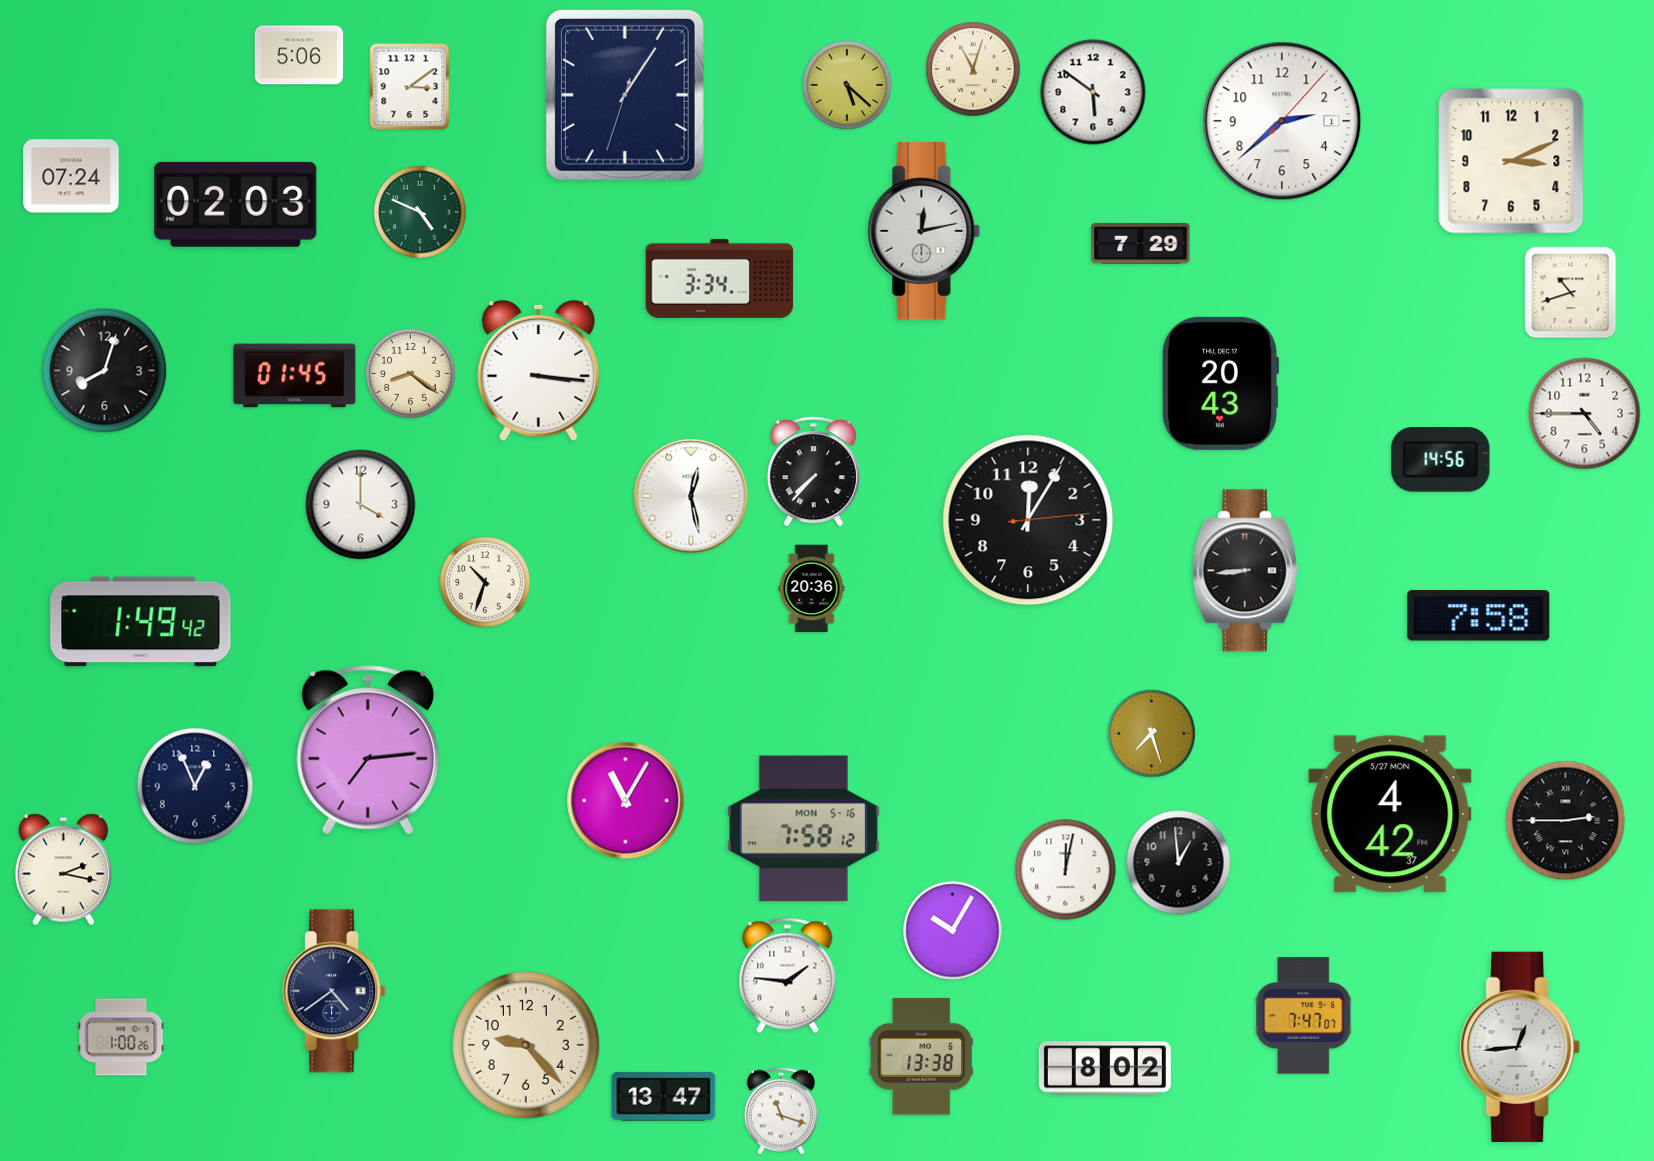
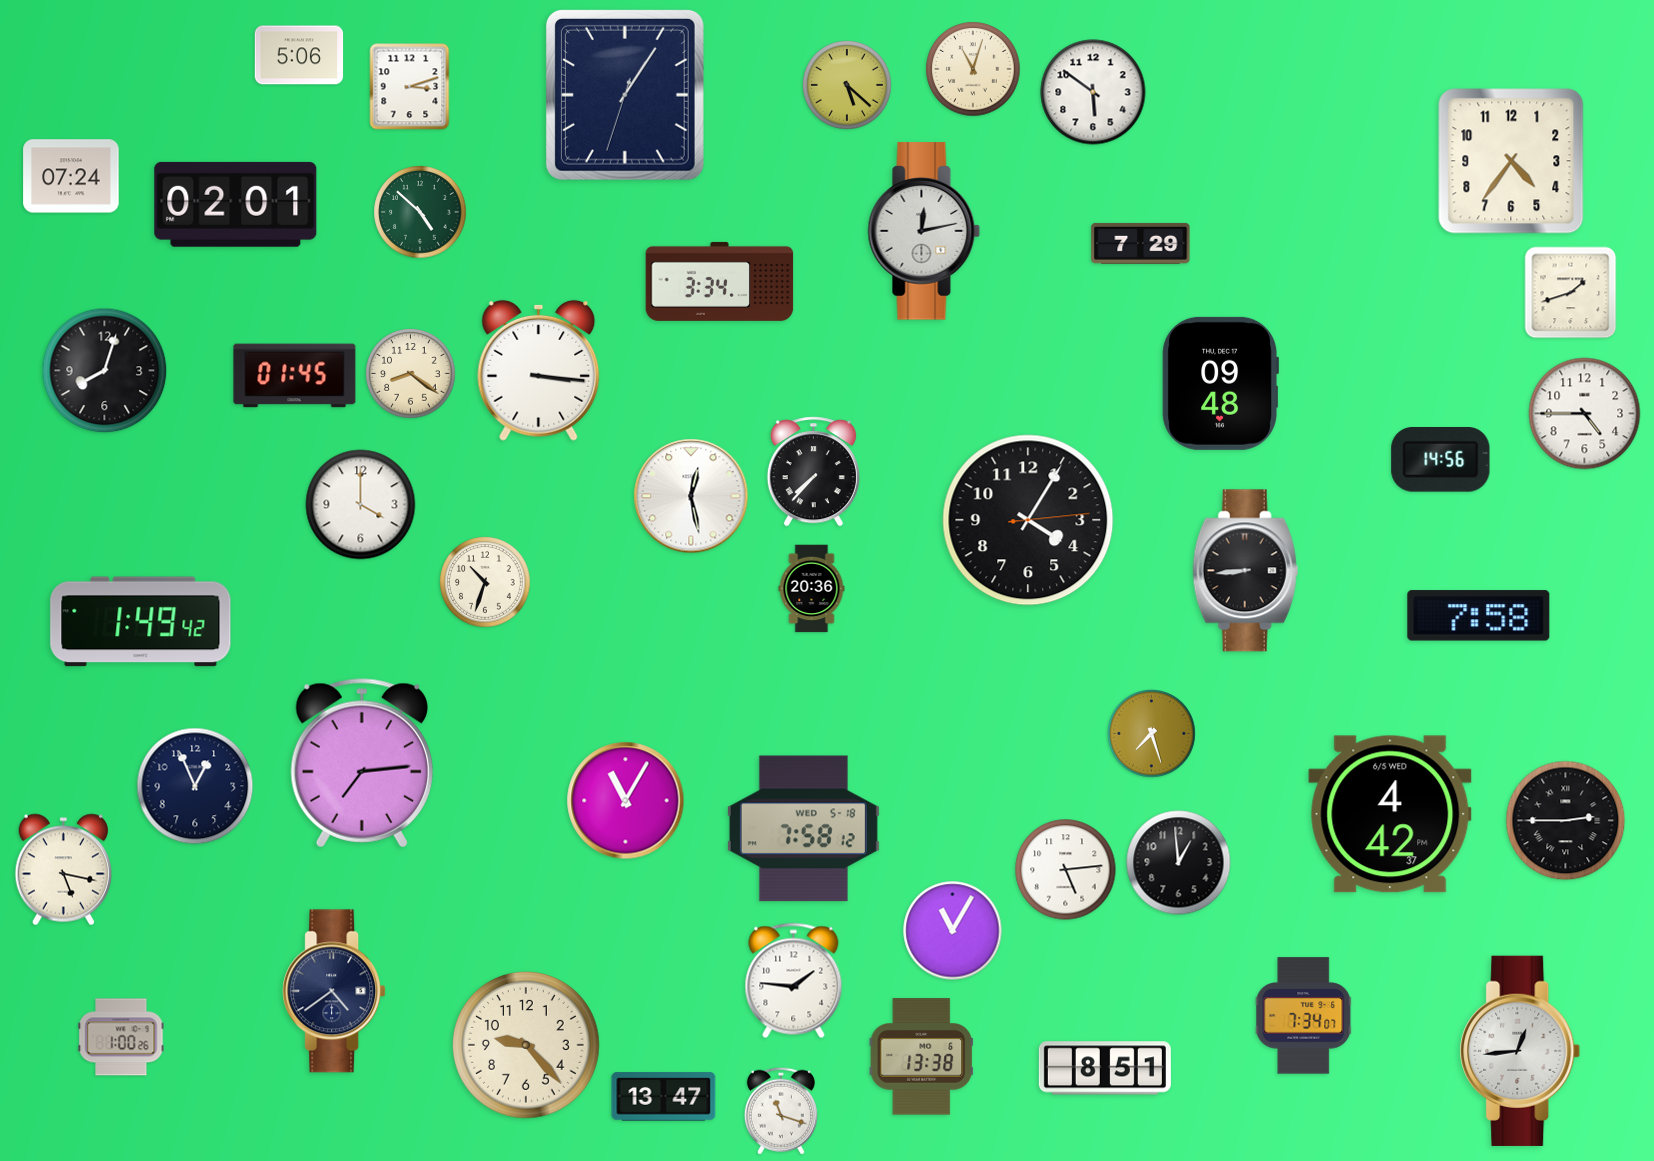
clock at (410, 87): 3:09 -> 3:12
clock at (1282, 121): 2:38 -> none
clock at (1511, 161): 3:11 -> 4:36
clock at (236, 204): 02:03 -> 02:01
clock at (420, 212): 4:49 -> 4:52
clock at (720, 278) position: (720, 278) -> (720, 281)
clock at (1571, 293): 10:42 -> 1:42
clock at (1220, 383): 20:43 -> 09:48
clock at (1028, 520): 12:05 -> 4:05
clock at (368, 750) position: (368, 750) -> (362, 763)
clock at (1390, 814) date: 5/27 MON -> 6/5 WED
clock at (803, 829) date: MON 5-16 -> WED 5-18
clock at (63, 870): 2:17 -> 5:17
clock at (1066, 870): 12:02 -> 5:14
clock at (953, 931): 10:05 -> 11:05
clock at (788, 976) position: (788, 976) -> (794, 981)
clock at (1304, 1016): 7:47 -> 7:34
clock at (1520, 1047) position: (1520, 1047) -> (1520, 1051)
clock at (1105, 1068): 8:02 -> 8:51
